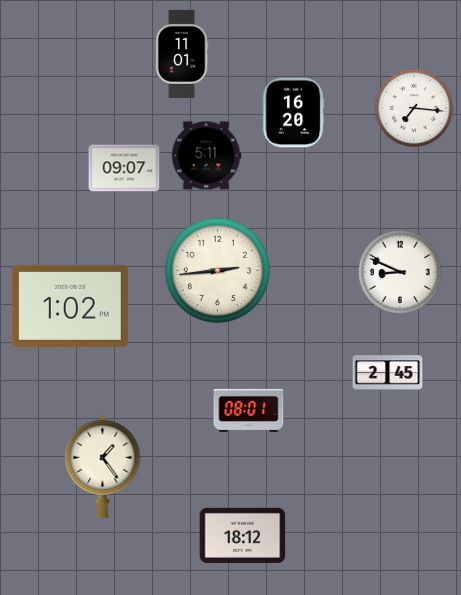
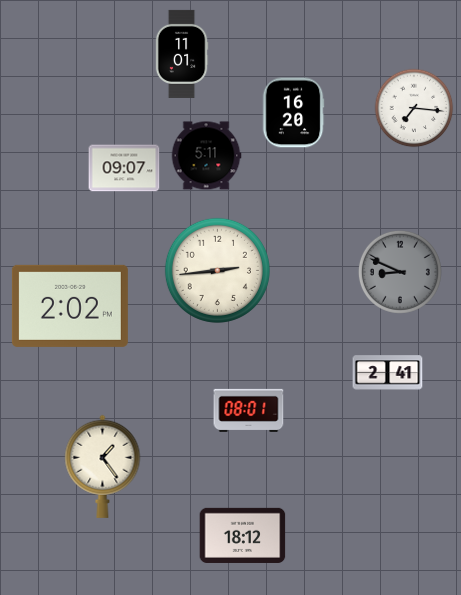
clock at (400, 272) dial: white -> grey
clock at (70, 306): 1:02 -> 2:02
clock at (388, 373): 2:45 -> 2:41
